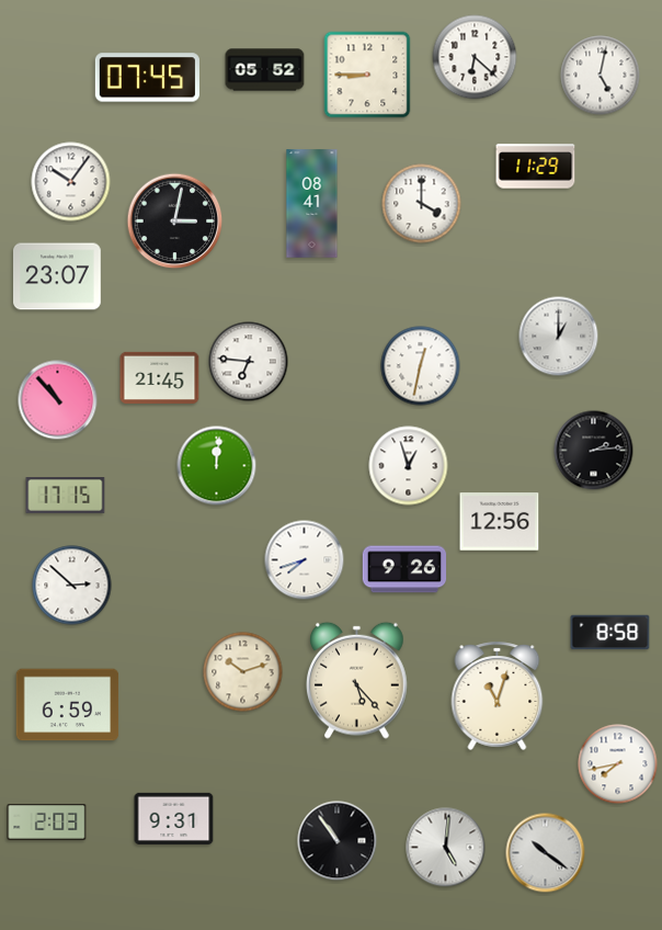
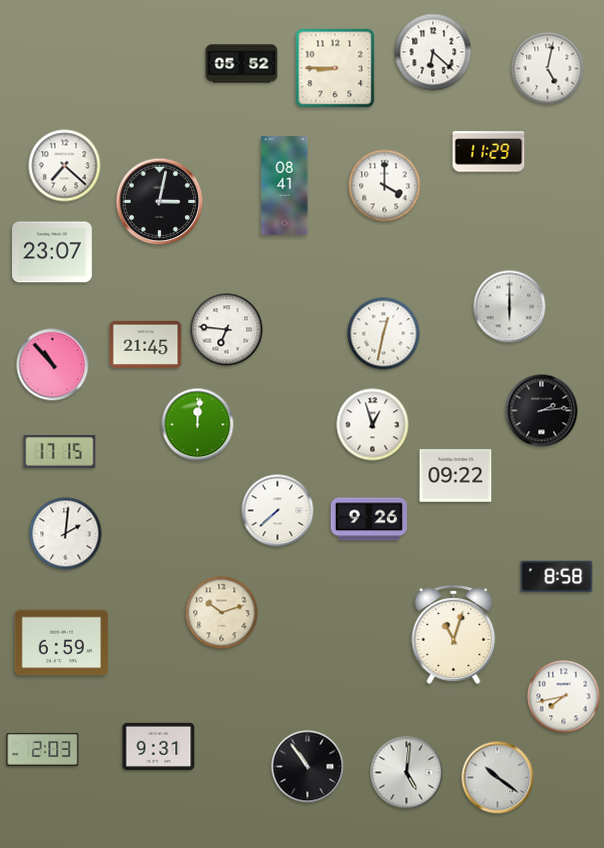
clock at (147, 78): 07:45 -> none
clock at (71, 182): 10:06 -> 7:22
clock at (559, 337): 1:00 -> 6:00
clock at (500, 522): 12:56 -> 09:22
clock at (305, 560): 7:42 -> 7:38
clock at (72, 586): 2:52 -> 2:01
clock at (357, 680): 5:23 -> none
